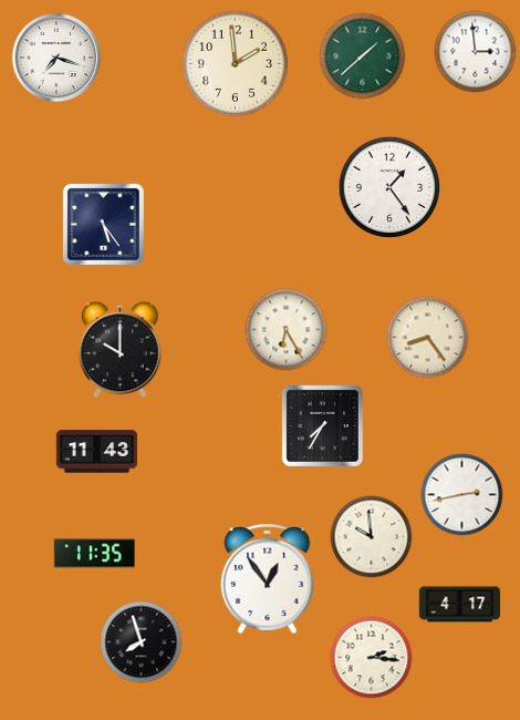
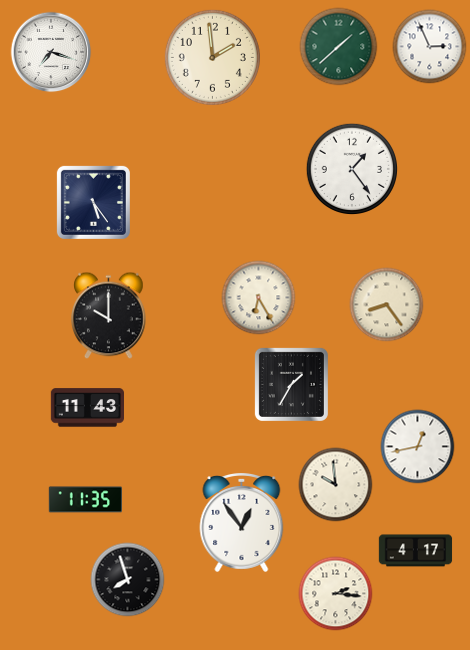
clock at (476, 52): 2:59 -> 2:56
clock at (363, 56) position: (363, 56) -> (339, 47)
clock at (322, 425): 7:35 -> 1:35
clock at (462, 495): 2:43 -> 12:43
clock at (460, 605) position: (460, 605) -> (416, 551)
